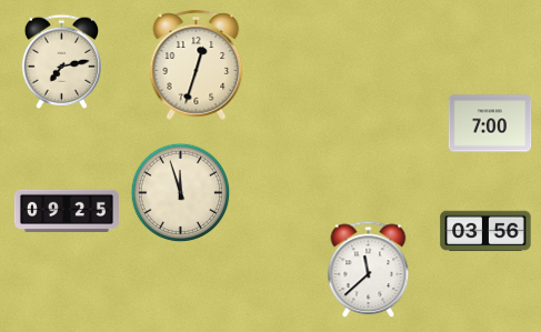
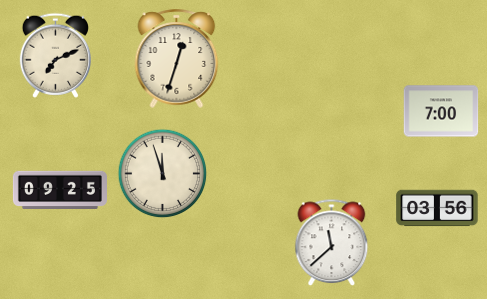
clock at (61, 61): 7:13 -> 7:11
